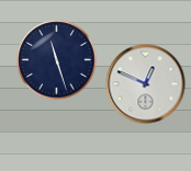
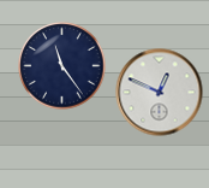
clock at (57, 60): 11:27 -> 11:24
